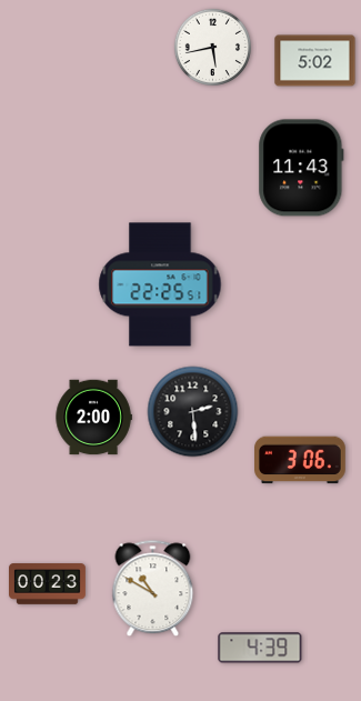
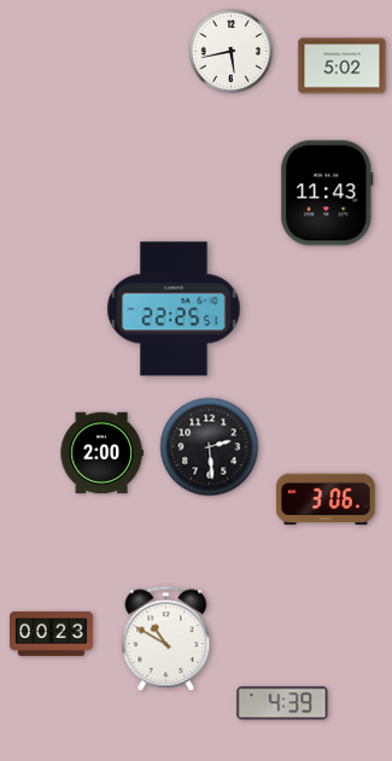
clock at (301, 168) position: (301, 168) -> (327, 193)
